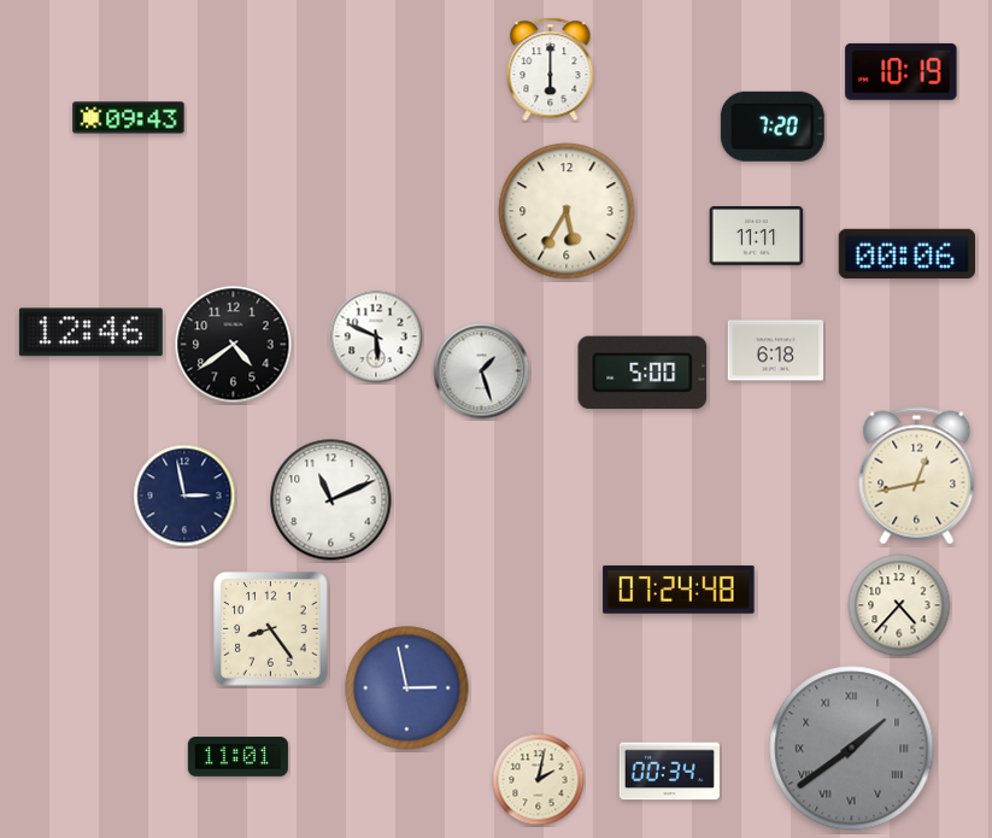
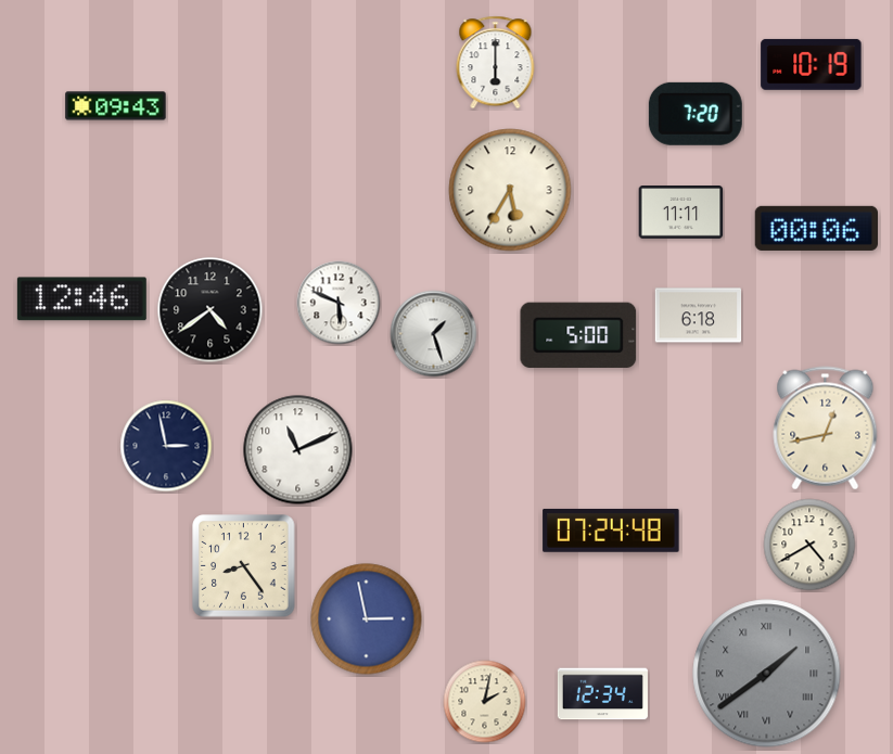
clock at (899, 605): 4:37 -> 4:40
clock at (237, 756): 11:01 -> none
clock at (669, 772): 00:34 -> 12:34
